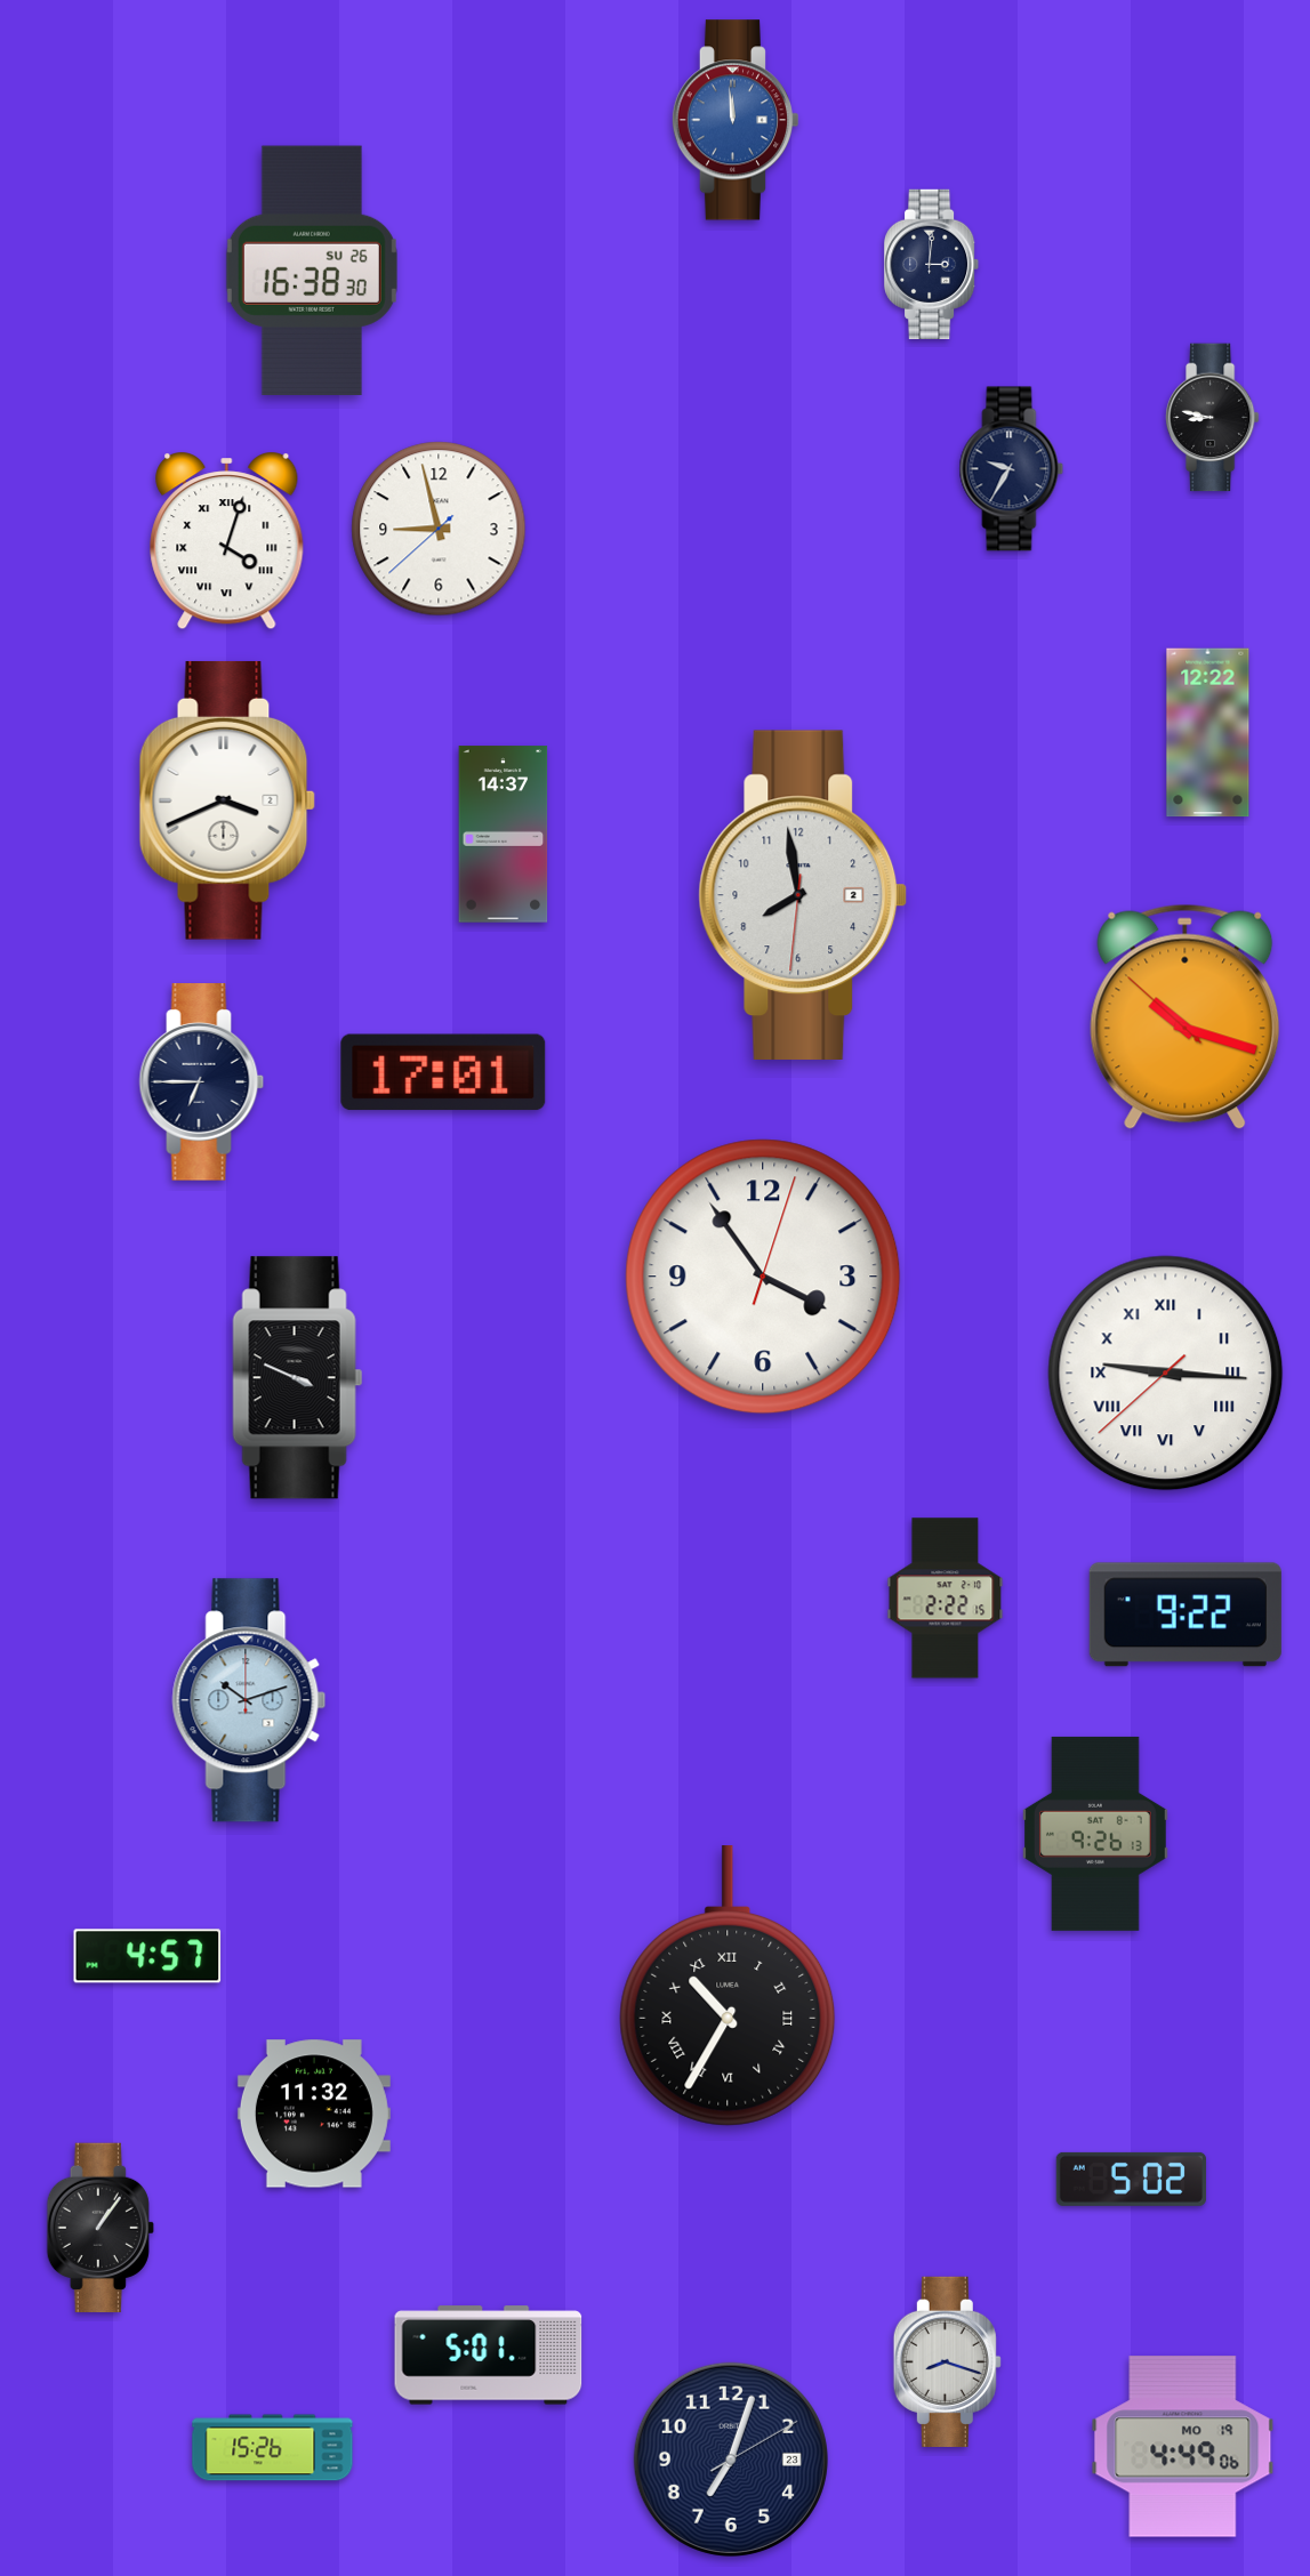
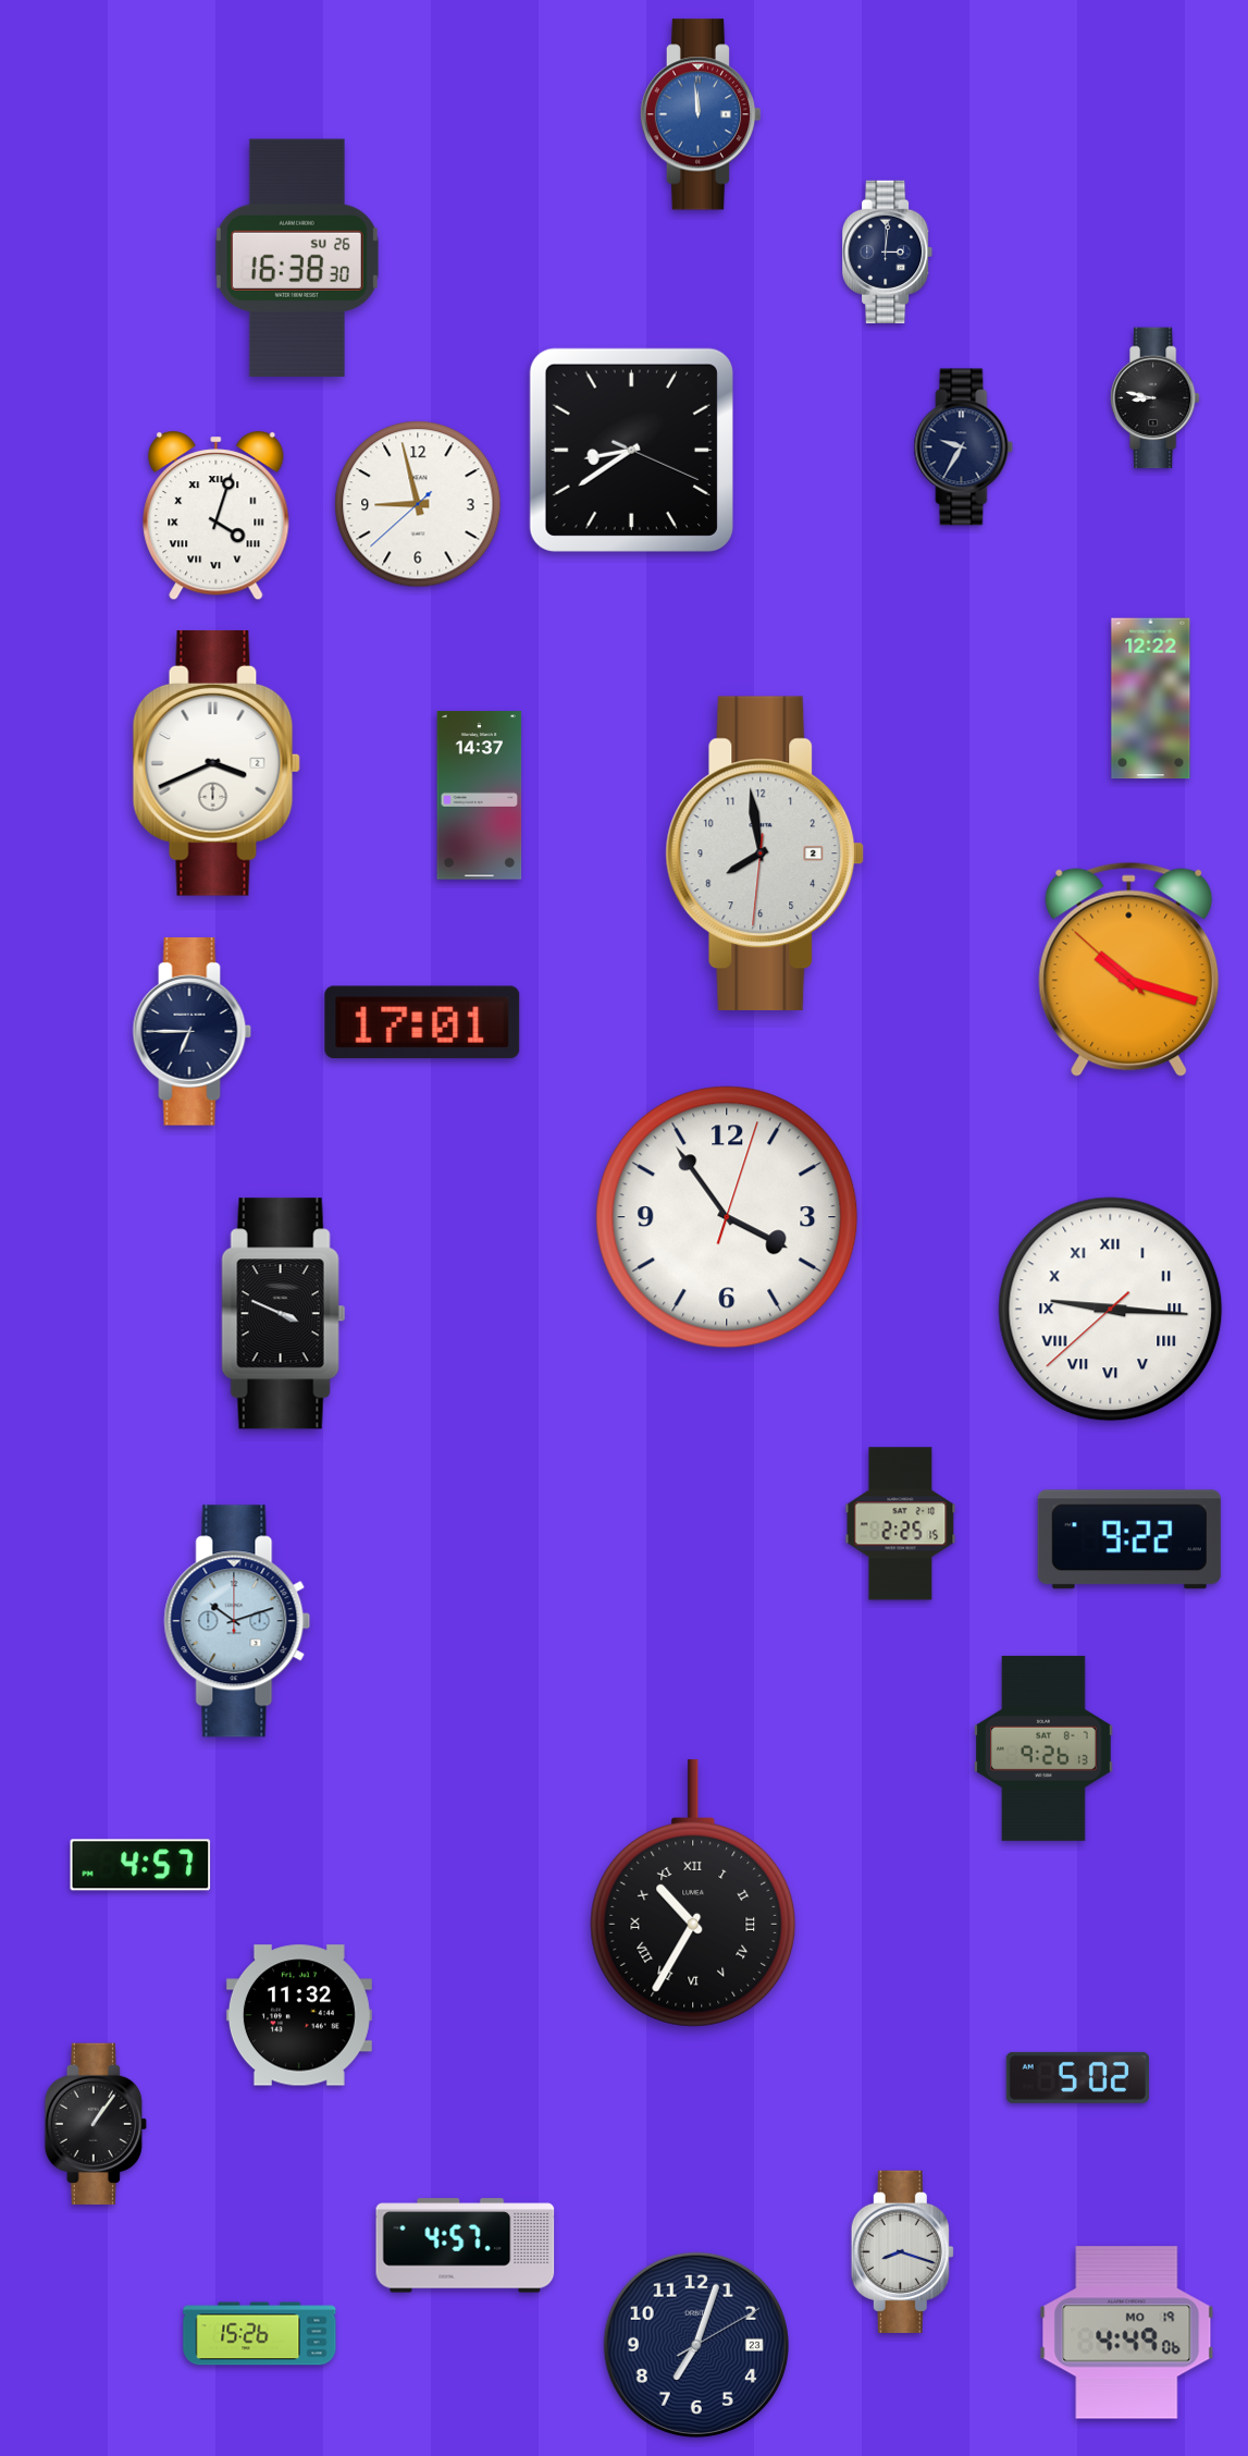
clock at (631, 450): none -> 8:39
clock at (946, 1599): 2:22 -> 2:25
clock at (489, 2356): 5:01 -> 4:57
